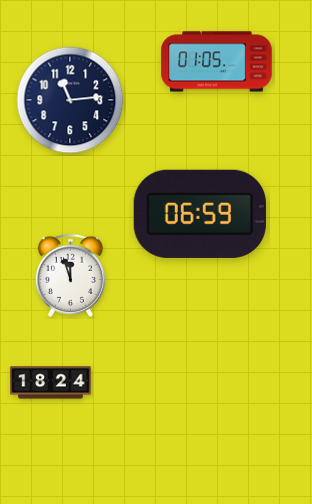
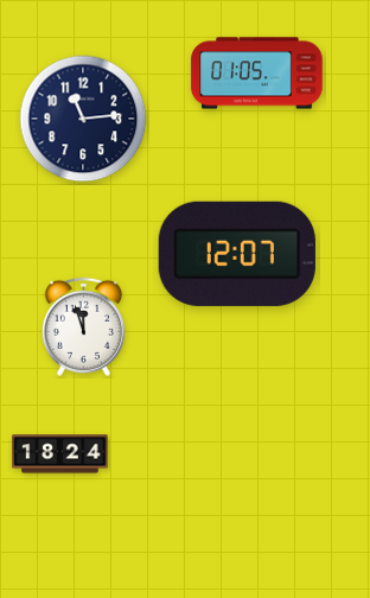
clock at (200, 214): 06:59 -> 12:07
